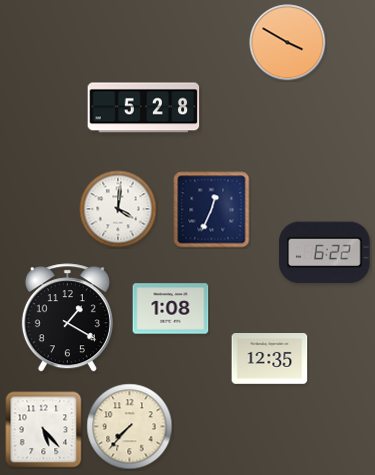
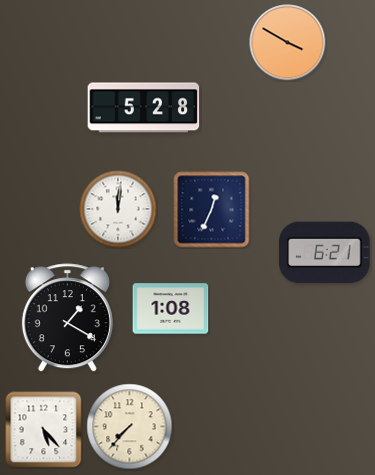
clock at (118, 209): 4:01 -> 12:01
clock at (325, 253): 6:22 -> 6:21
clock at (270, 359): 12:35 -> none
